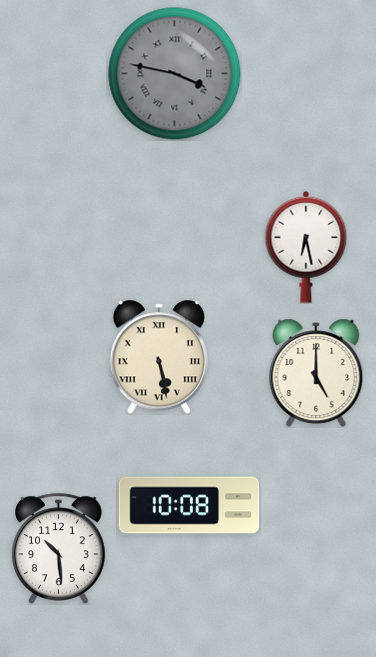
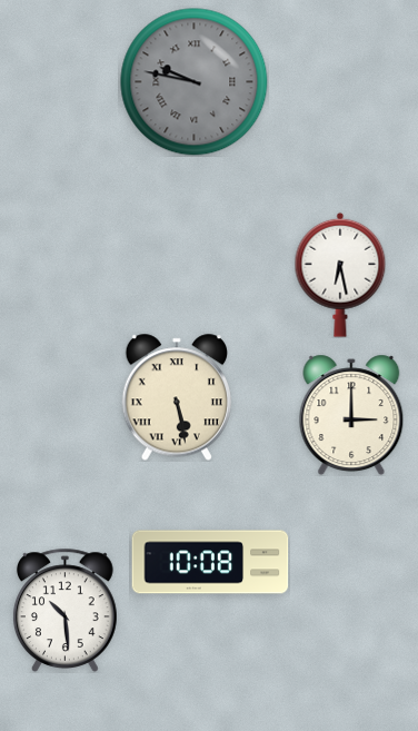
clock at (175, 74): 3:47 -> 9:47
clock at (316, 373): 5:00 -> 3:00
